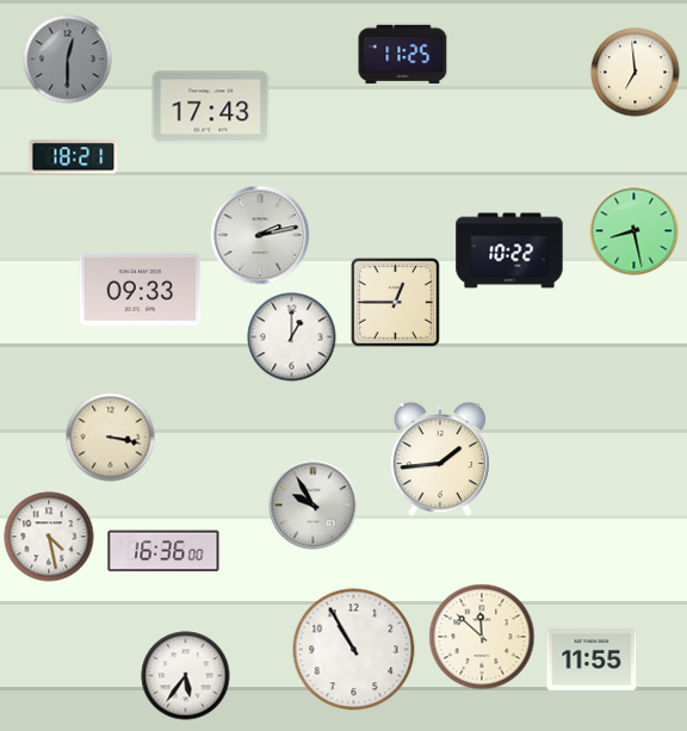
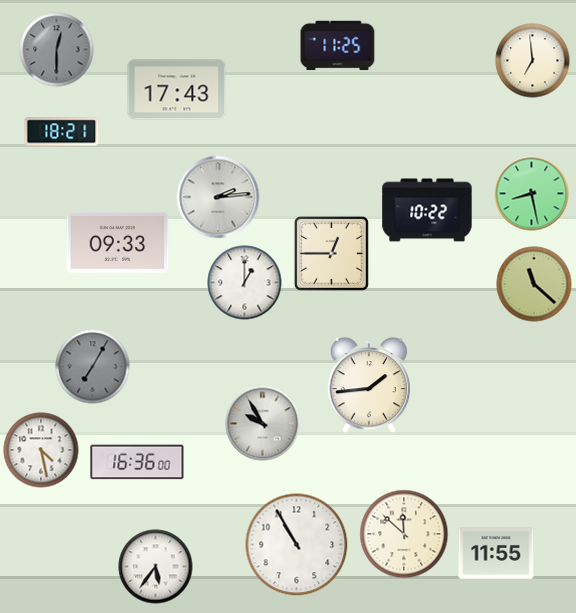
clock at (260, 235): 2:13 -> 2:14
clock at (534, 284): none -> 11:22
clock at (111, 438): 3:17 -> 7:05
clock at (111, 438) dial: cream -> grey
